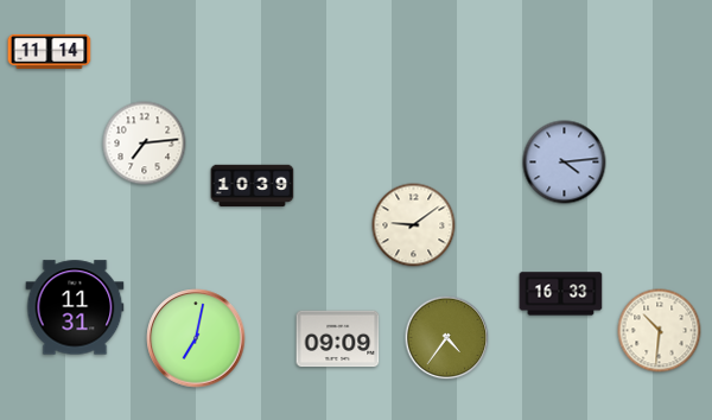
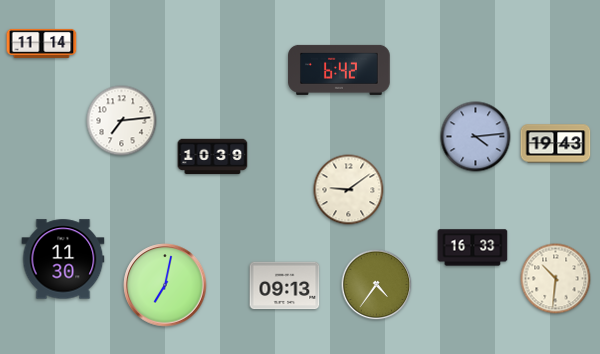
clock at (339, 70): none -> 6:42
clock at (556, 144): none -> 19:43
clock at (75, 307): 11:31 -> 11:30
clock at (338, 339): 09:09 -> 09:13
